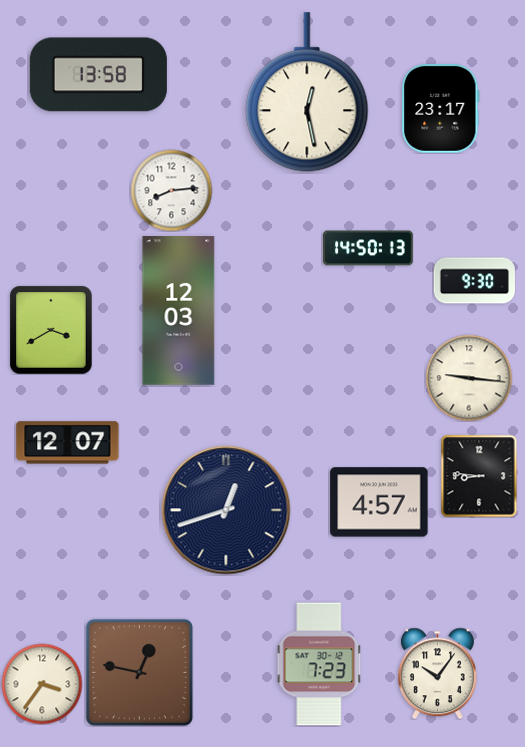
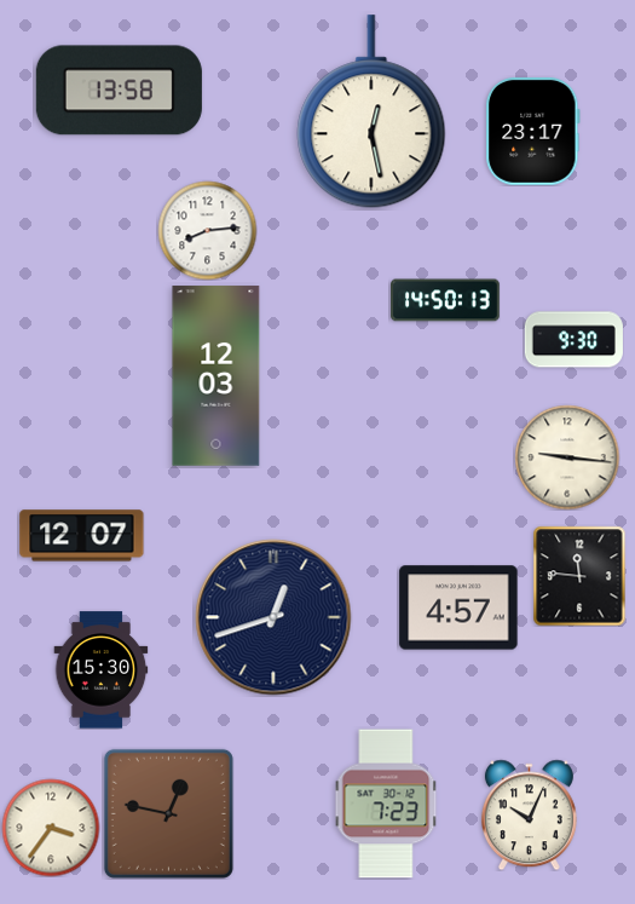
clock at (51, 330): 3:40 -> none
clock at (479, 476): 8:46 -> 11:46
clock at (102, 670): none -> 15:30
clock at (437, 673): 10:06 -> 10:04
